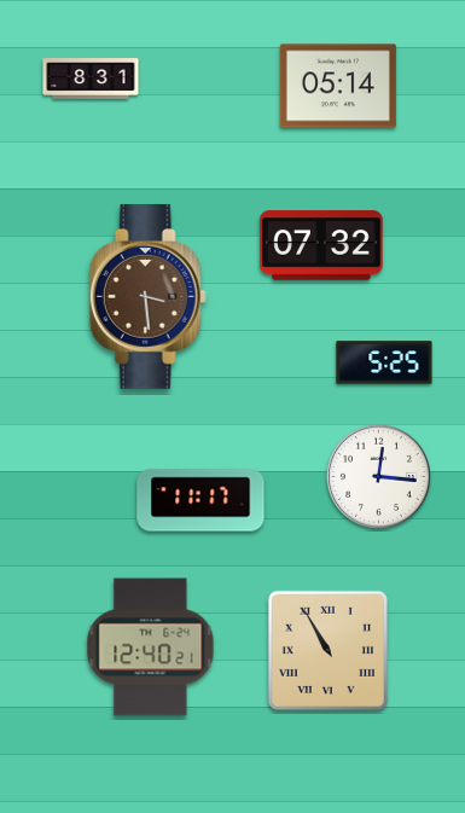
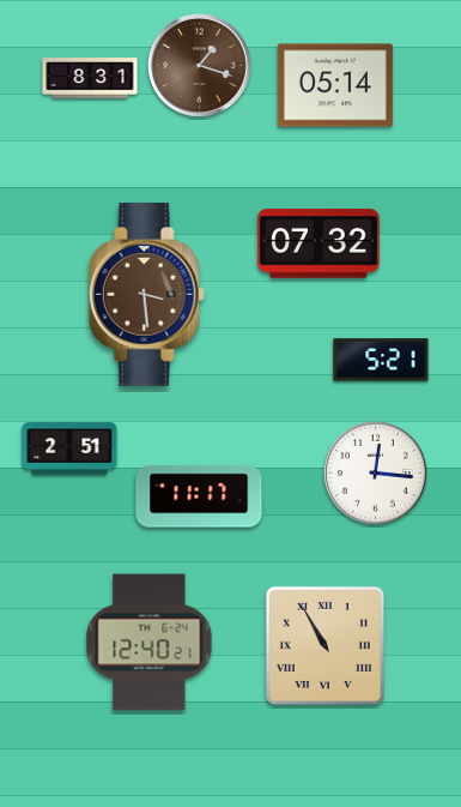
clock at (199, 65): none -> 1:18
clock at (384, 362): 5:25 -> 5:21
clock at (69, 448): none -> 2:51
